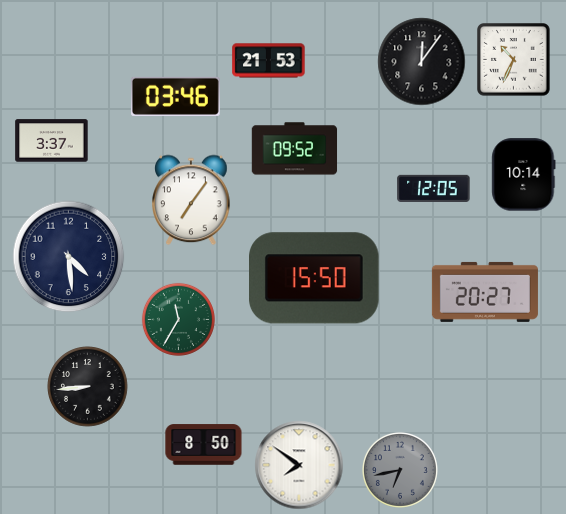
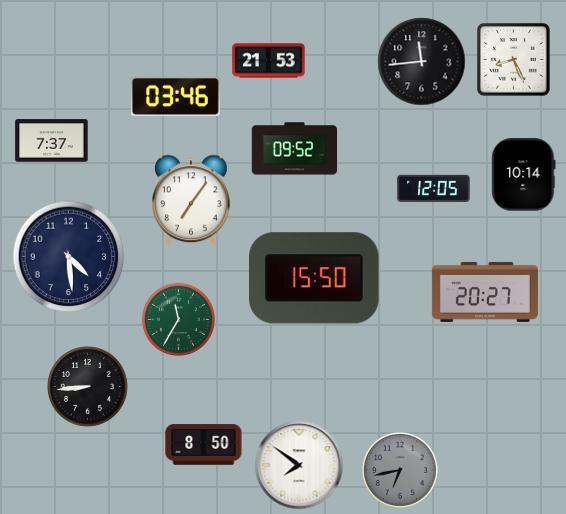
clock at (514, 60): 10:34 -> 8:26
clock at (422, 62): 12:06 -> 11:44
clock at (52, 141): 3:37 -> 7:37
